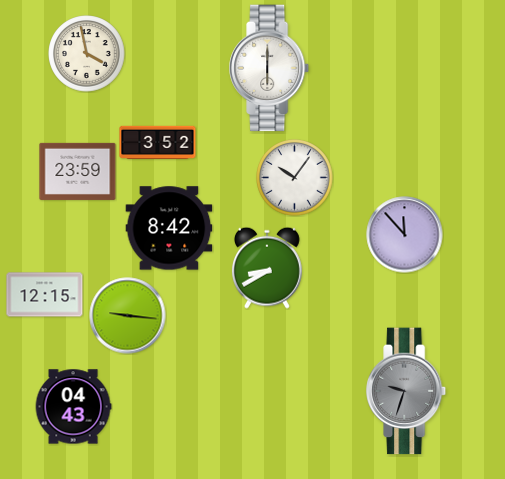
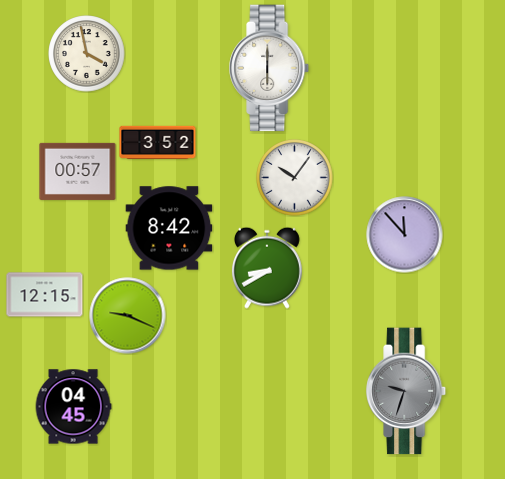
clock at (78, 171): 23:59 -> 00:57
clock at (128, 316): 9:16 -> 9:19
clock at (73, 407): 04:43 -> 04:45
